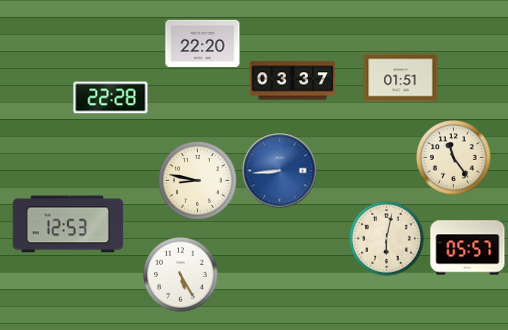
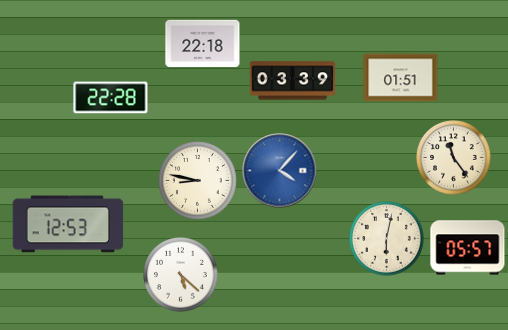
clock at (203, 44): 22:20 -> 22:18
clock at (293, 81): 03:37 -> 03:39
clock at (280, 171): 8:44 -> 4:07
clock at (181, 275): 5:25 -> 5:22
